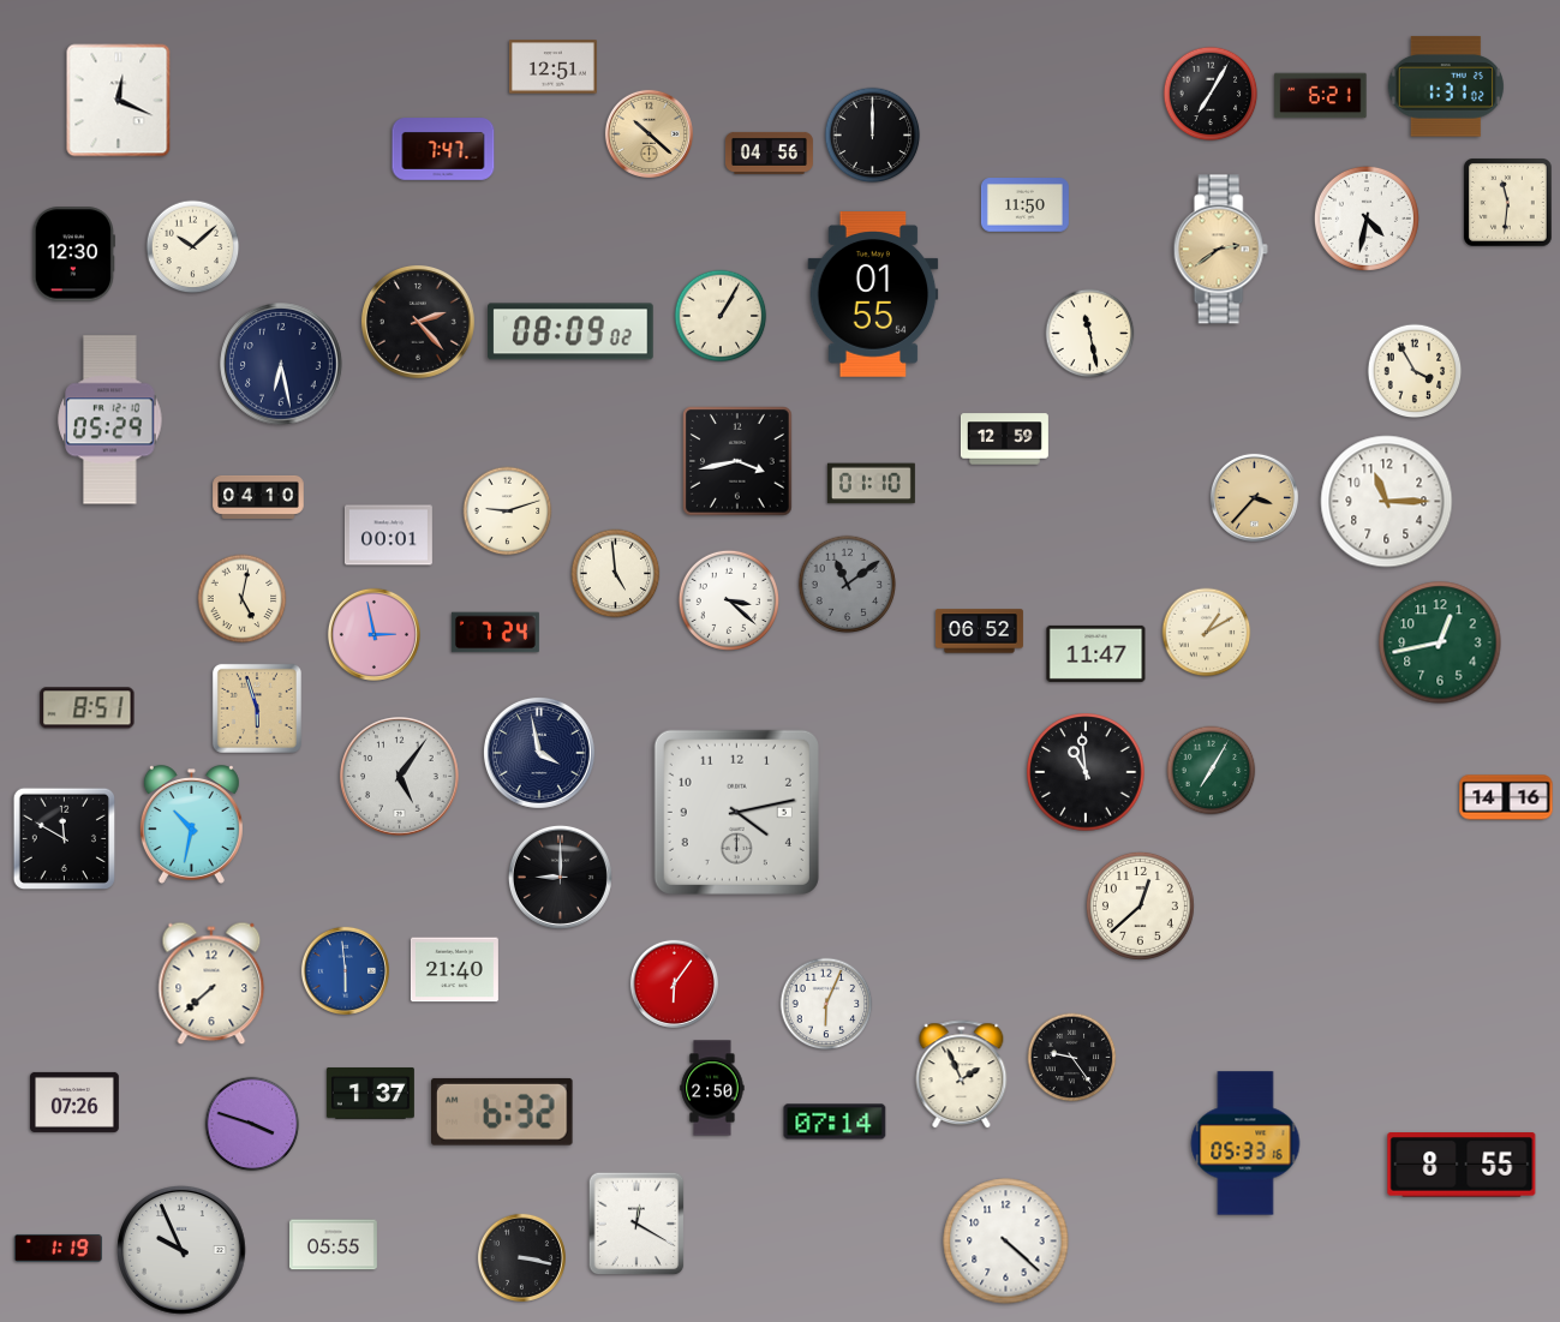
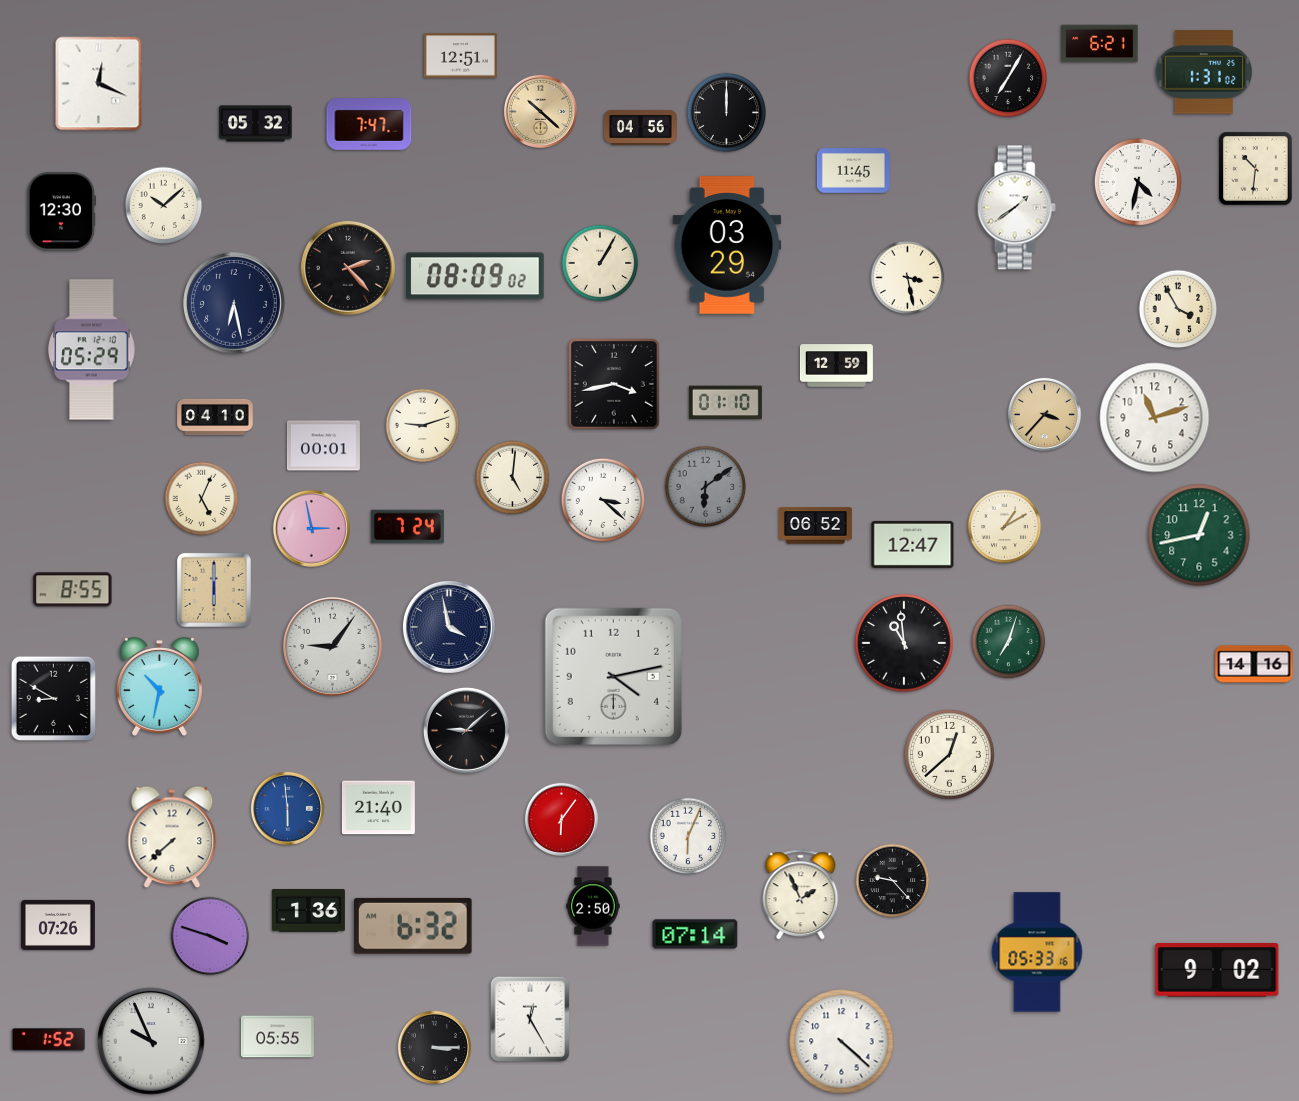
clock at (1321, 96) position: (1321, 96) -> (1100, 44)
clock at (255, 124): none -> 05:32
clock at (1508, 203): 11:31 -> 10:31
clock at (1024, 205): 11:50 -> 11:45
clock at (193, 247) position: (193, 247) -> (164, 206)
clock at (1220, 250): 2:39 -> 1:39
clock at (1220, 250) dial: champagne -> white
clock at (873, 294): 01:55 -> 03:29
clock at (1090, 334): 11:28 -> 3:28
clock at (258, 497) position: (258, 497) -> (215, 417)
clock at (1387, 502): 11:15 -> 11:12
clock at (616, 574): 4:59 -> 5:01
clock at (848, 585): 11:09 -> 6:09
clock at (243, 599): 5:02 -> 5:04
clock at (729, 600) position: (729, 600) -> (603, 500)
clock at (495, 633) position: (495, 633) -> (407, 527)
clock at (1096, 653): 11:47 -> 12:47
clock at (88, 708): 8:51 -> 8:55
clock at (257, 708): 5:57 -> 6:00
clock at (1212, 771): 7:05 -> 7:03
clock at (400, 777): 5:06 -> 9:06
clock at (64, 838): 11:50 -> 8:50
clock at (560, 877): 9:00 -> 9:08
clock at (211, 983) position: (211, 983) -> (172, 837)
clock at (1072, 1058): 9:24 -> 9:23
clock at (370, 1093): 1:37 -> 1:36
clock at (76, 1102) position: (76, 1102) -> (59, 925)
clock at (503, 1112) position: (503, 1112) -> (414, 926)
clock at (1462, 1166): 8:55 -> 9:02
clock at (636, 1224): 12:20 -> 12:25
clock at (1006, 1242) position: (1006, 1242) -> (842, 1042)
clock at (58, 1248): 1:19 -> 1:52
clock at (521, 1257): 3:17 -> 3:15
